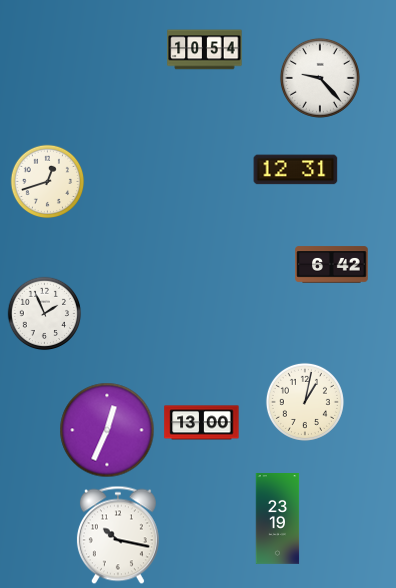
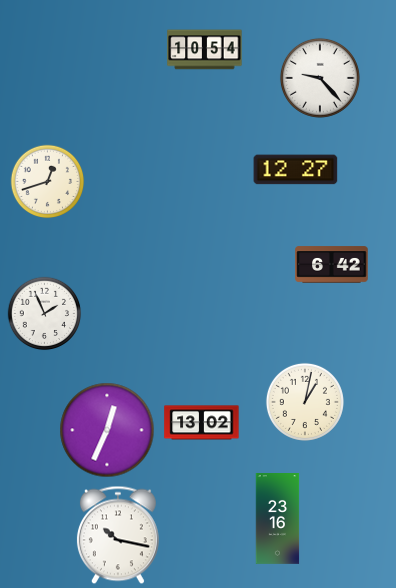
clock at (296, 170): 12:31 -> 12:27
clock at (202, 423): 13:00 -> 13:02
clock at (278, 519): 23:19 -> 23:16
